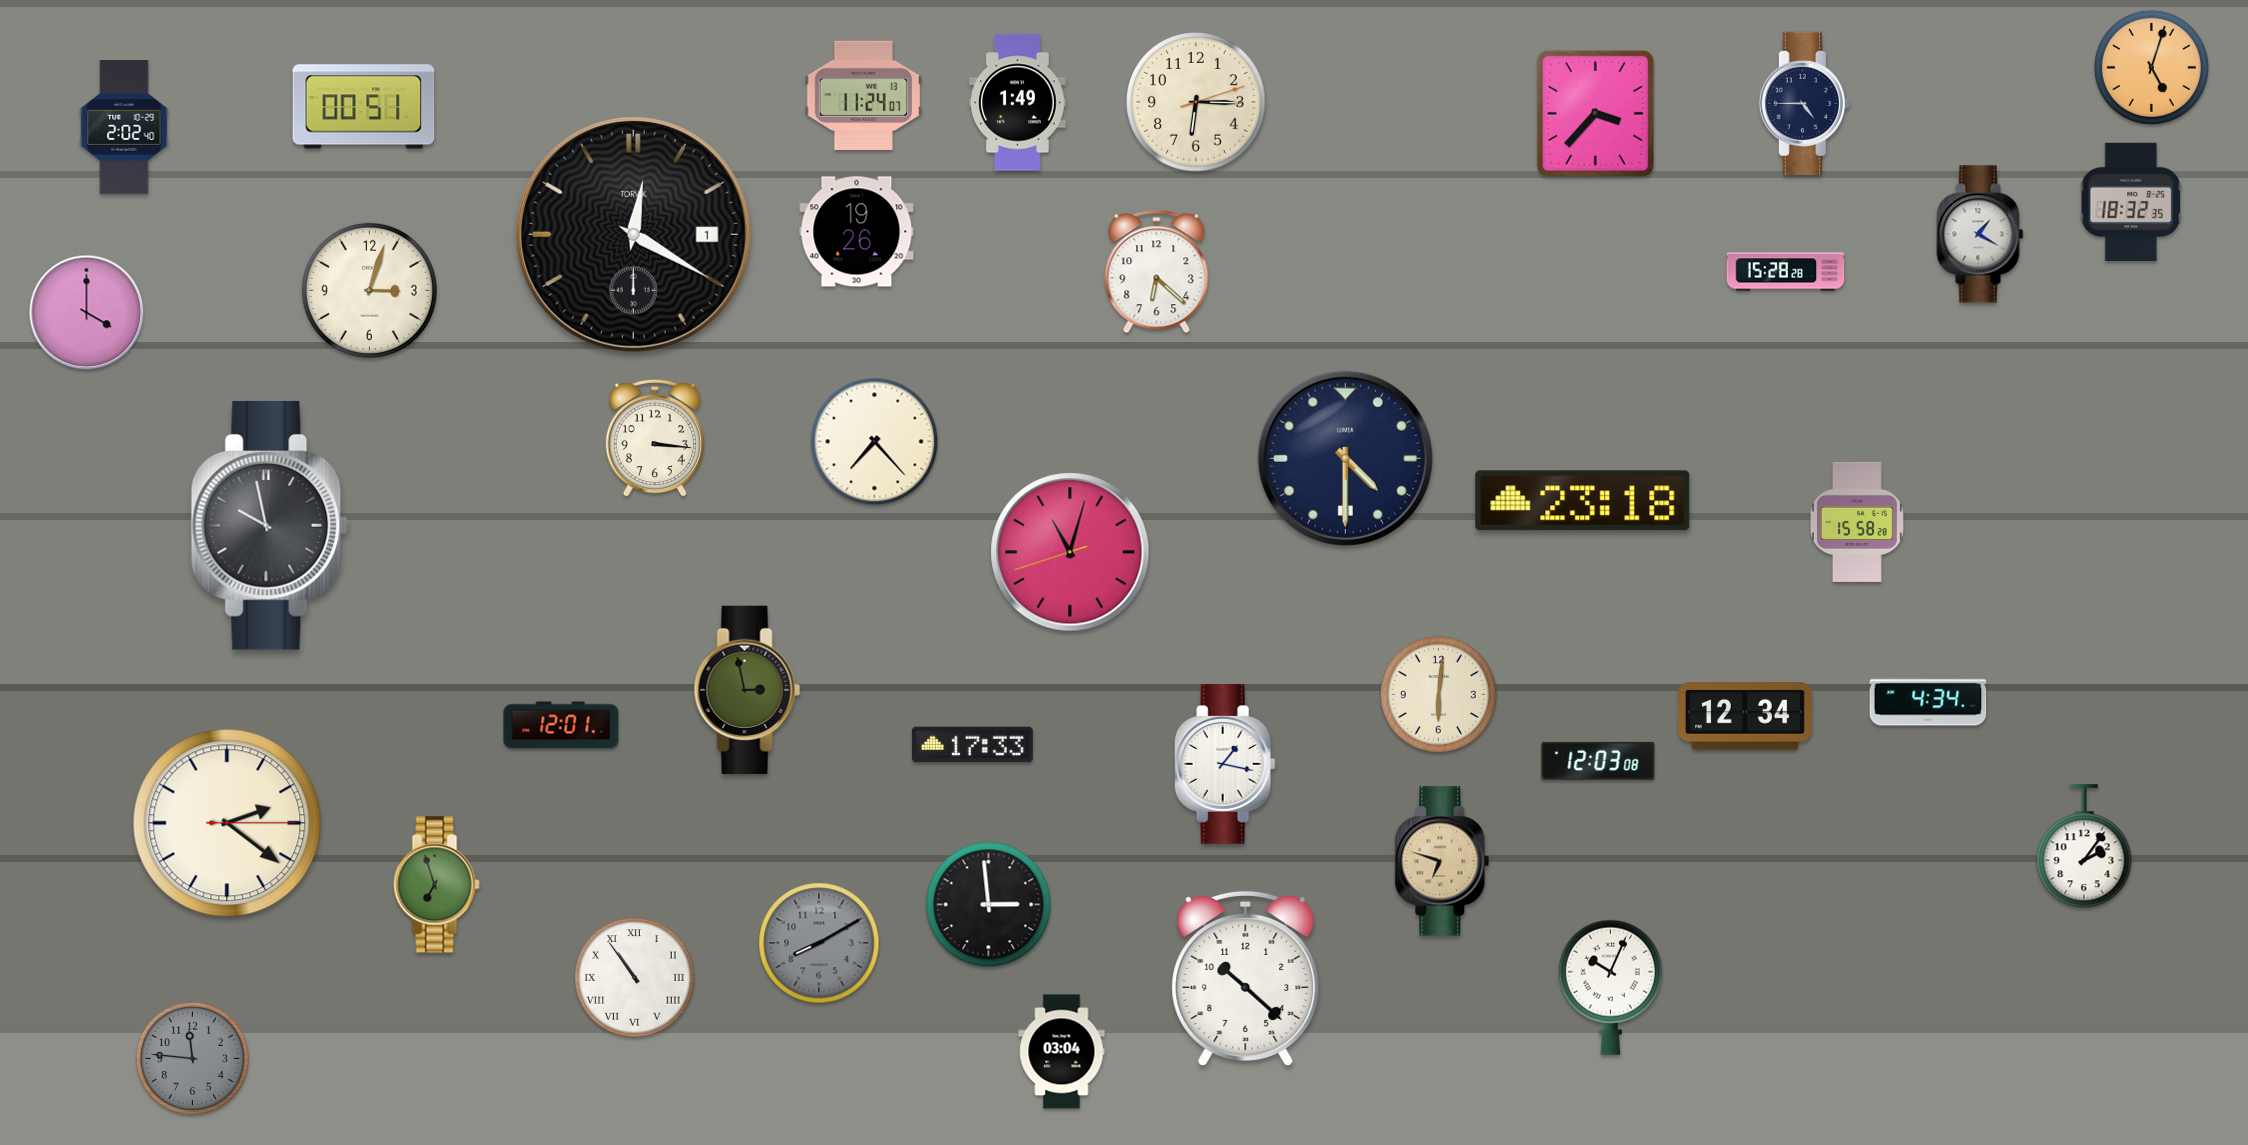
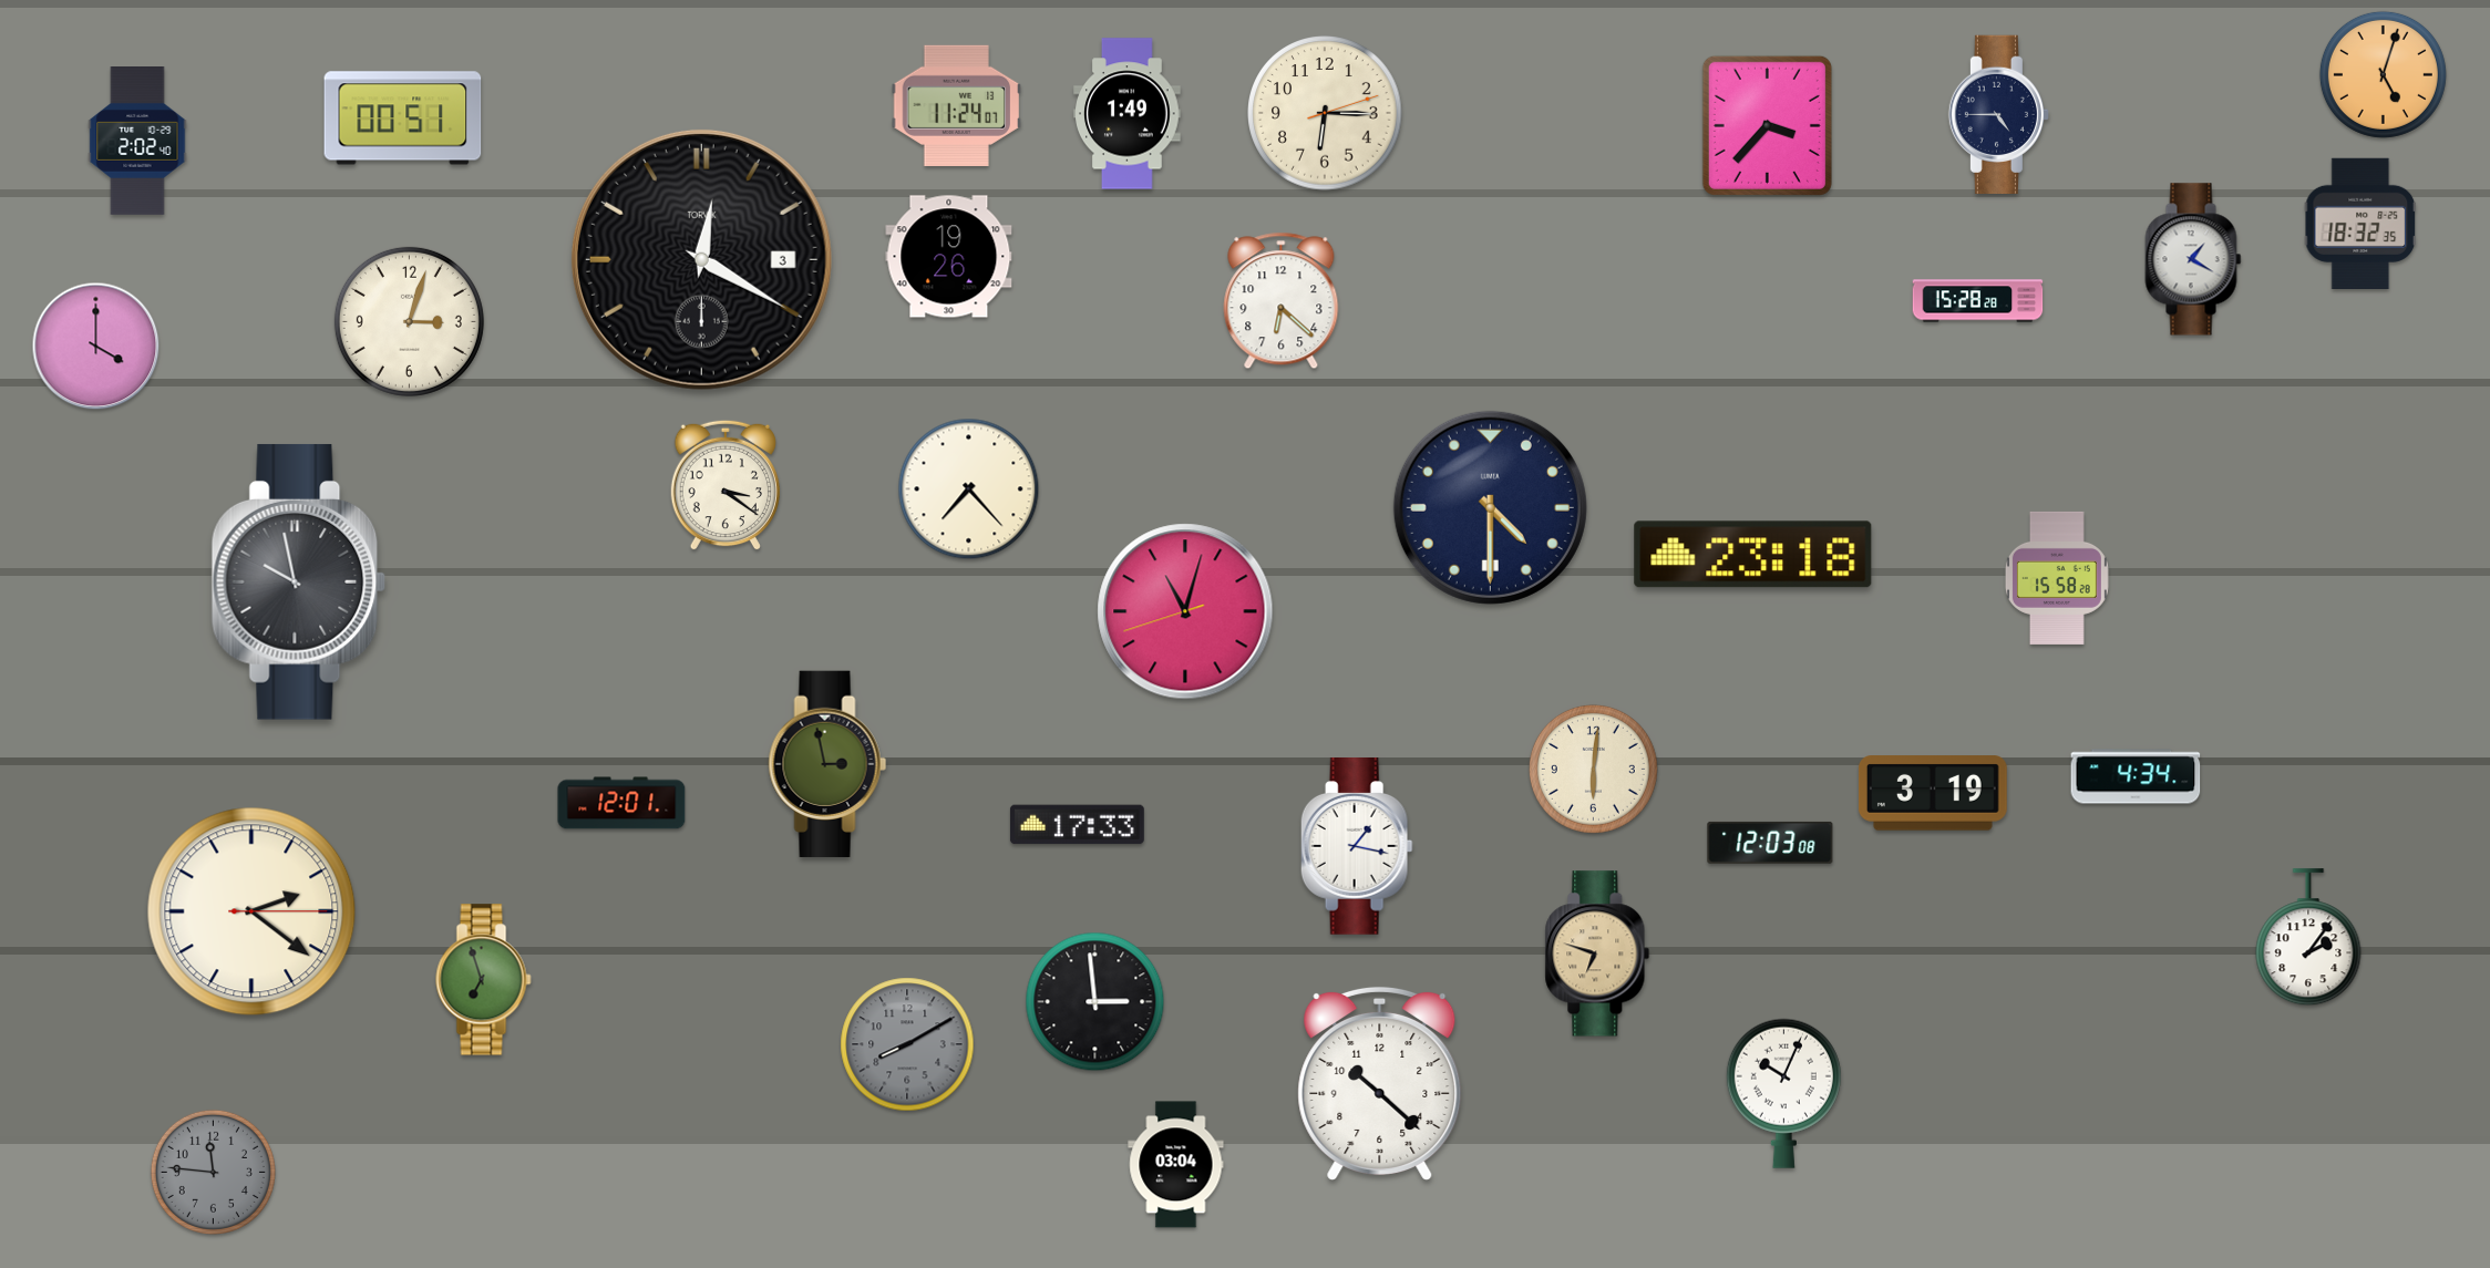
clock at (633, 234) date: 1 -> 3
clock at (654, 438): 3:16 -> 3:21
clock at (1745, 716): 12:34 -> 3:19
clock at (635, 978): 10:54 -> none
